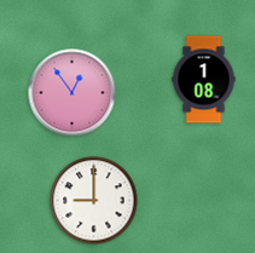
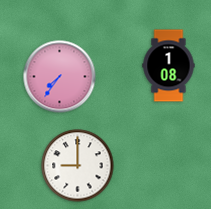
clock at (73, 93): 12:54 -> 7:36
